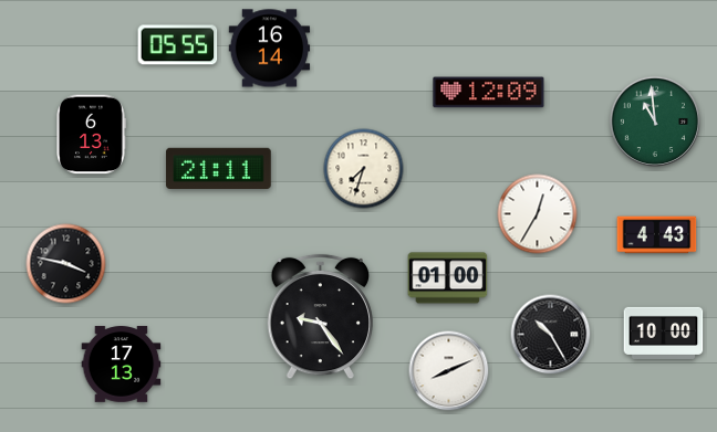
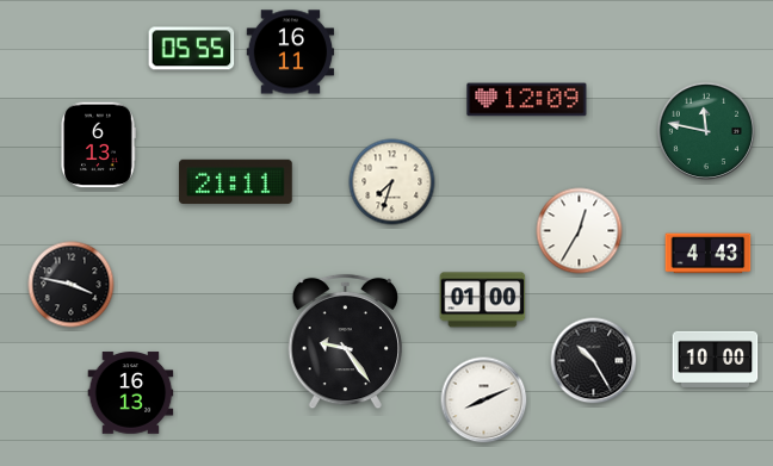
clock at (270, 49): 16:14 -> 16:11
clock at (654, 120): 10:59 -> 11:47
clock at (122, 365): 17:13 -> 16:13
